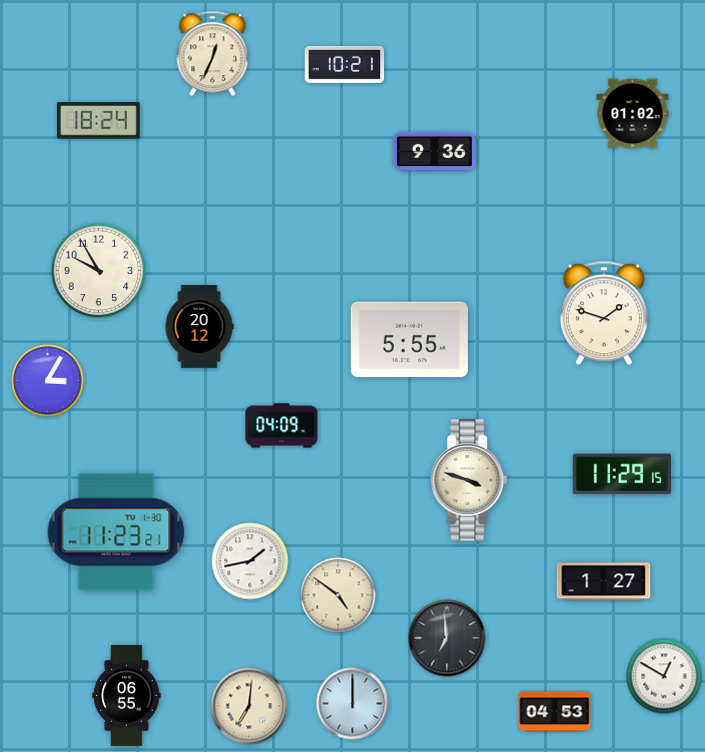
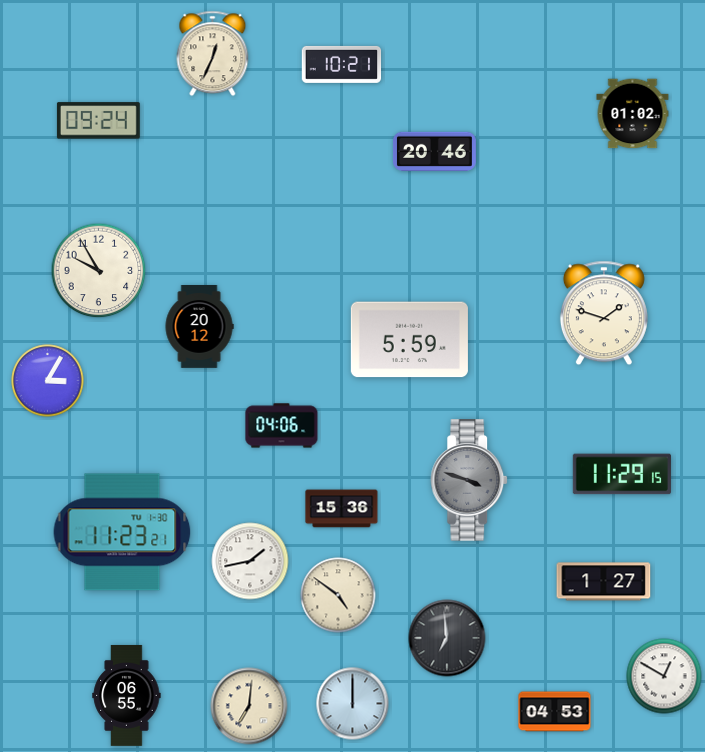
clock at (345, 64) position: (345, 64) -> (342, 64)
clock at (98, 121): 18:24 -> 09:24
clock at (434, 151): 9:36 -> 20:46
clock at (409, 340): 5:55 -> 5:59
clock at (282, 426): 04:09 -> 04:06
clock at (470, 480) dial: cream -> grey
clock at (342, 509): none -> 15:36
clock at (116, 532) position: (116, 532) -> (122, 532)
